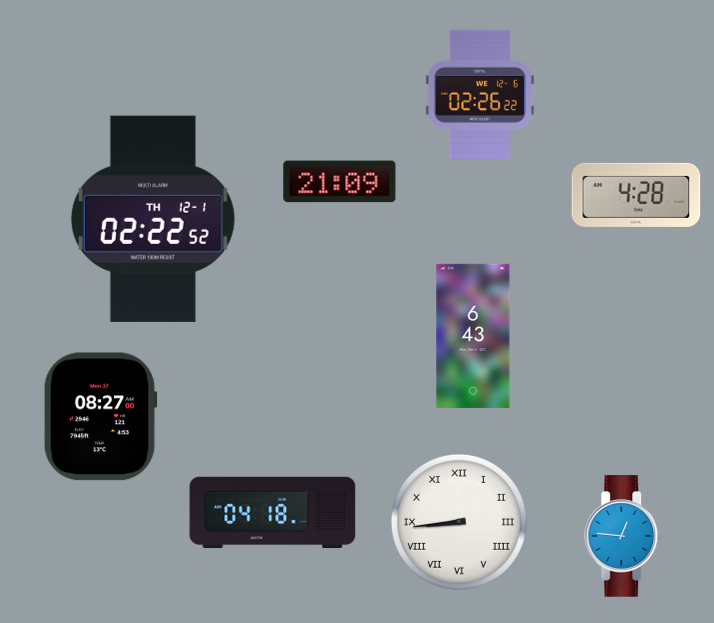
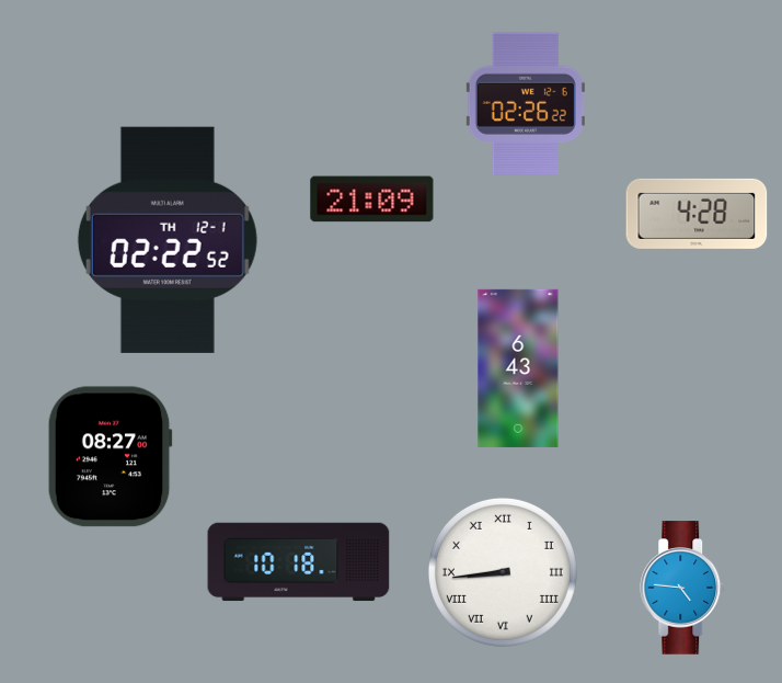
clock at (273, 513): 04:18 -> 10:18
clock at (624, 536): 12:46 -> 4:46
